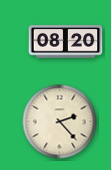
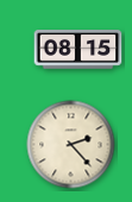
clock at (66, 42): 08:20 -> 08:15
